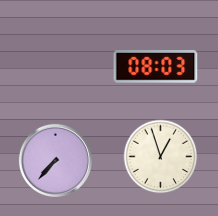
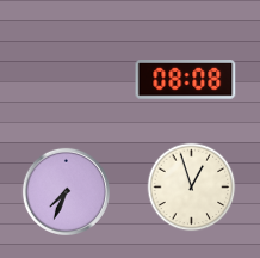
clock at (156, 67): 08:03 -> 08:08
clock at (55, 160): 7:37 -> 7:34
